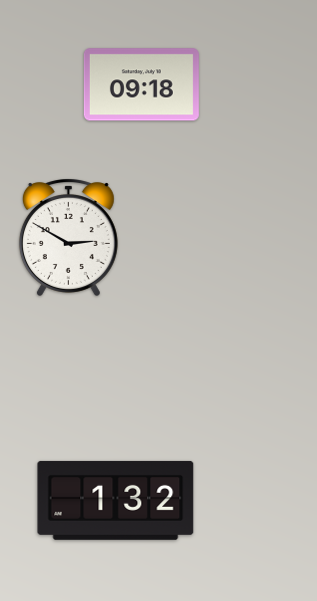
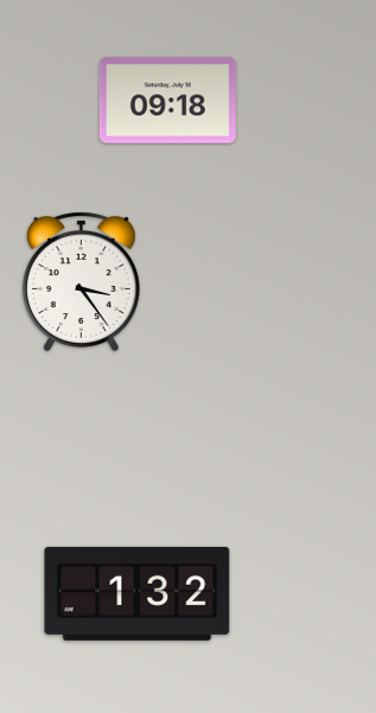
clock at (68, 237): 2:50 -> 3:24
